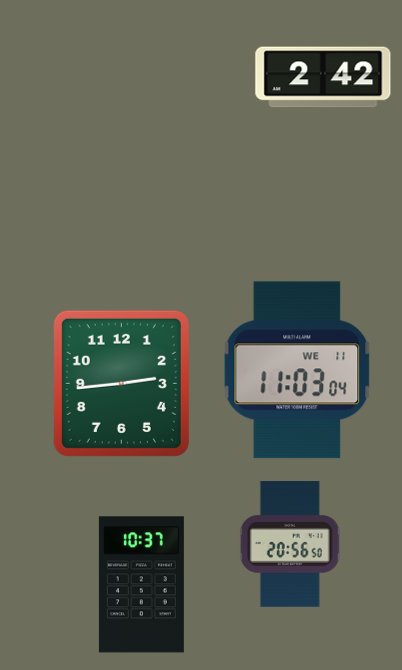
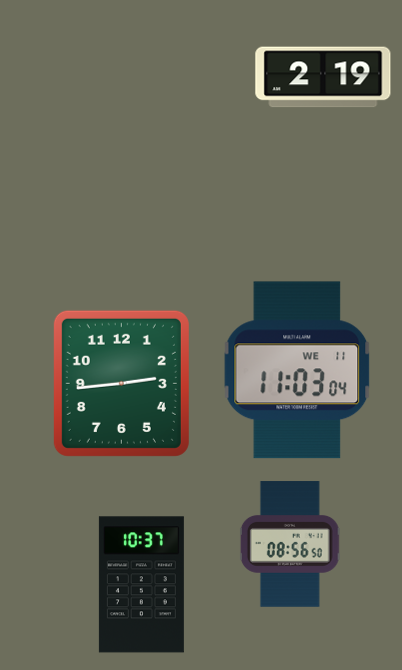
clock at (323, 77): 2:42 -> 2:19
clock at (290, 544): 20:56 -> 08:56
